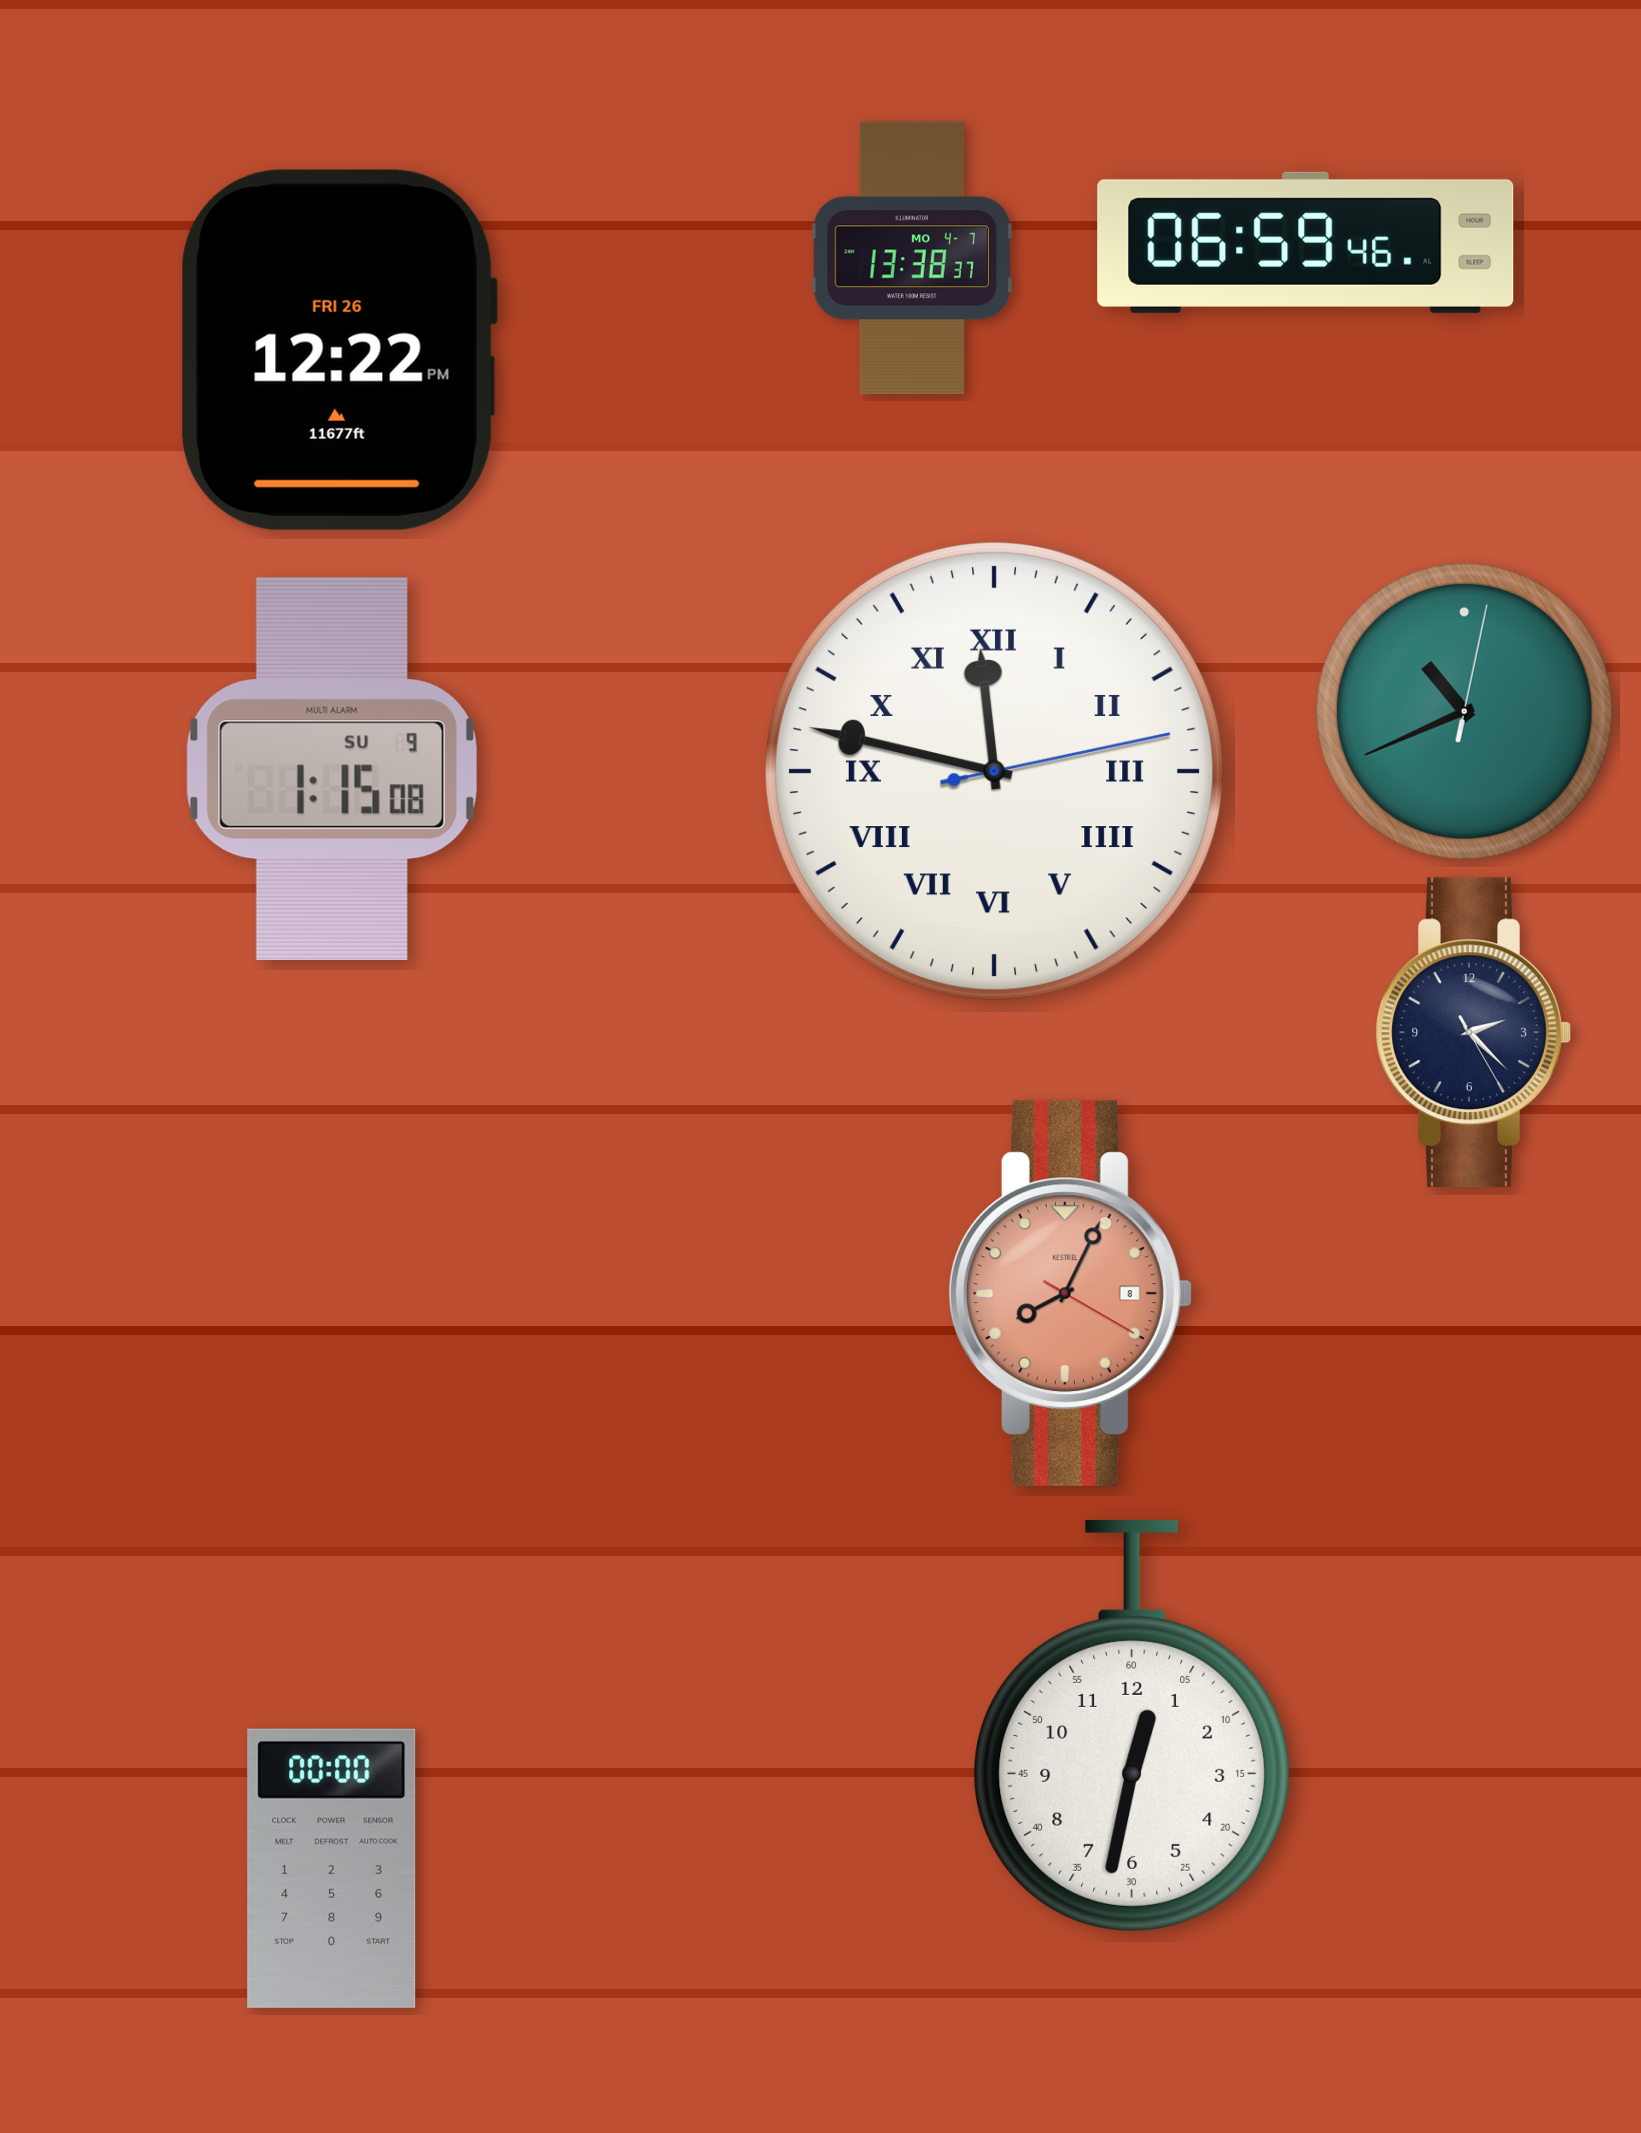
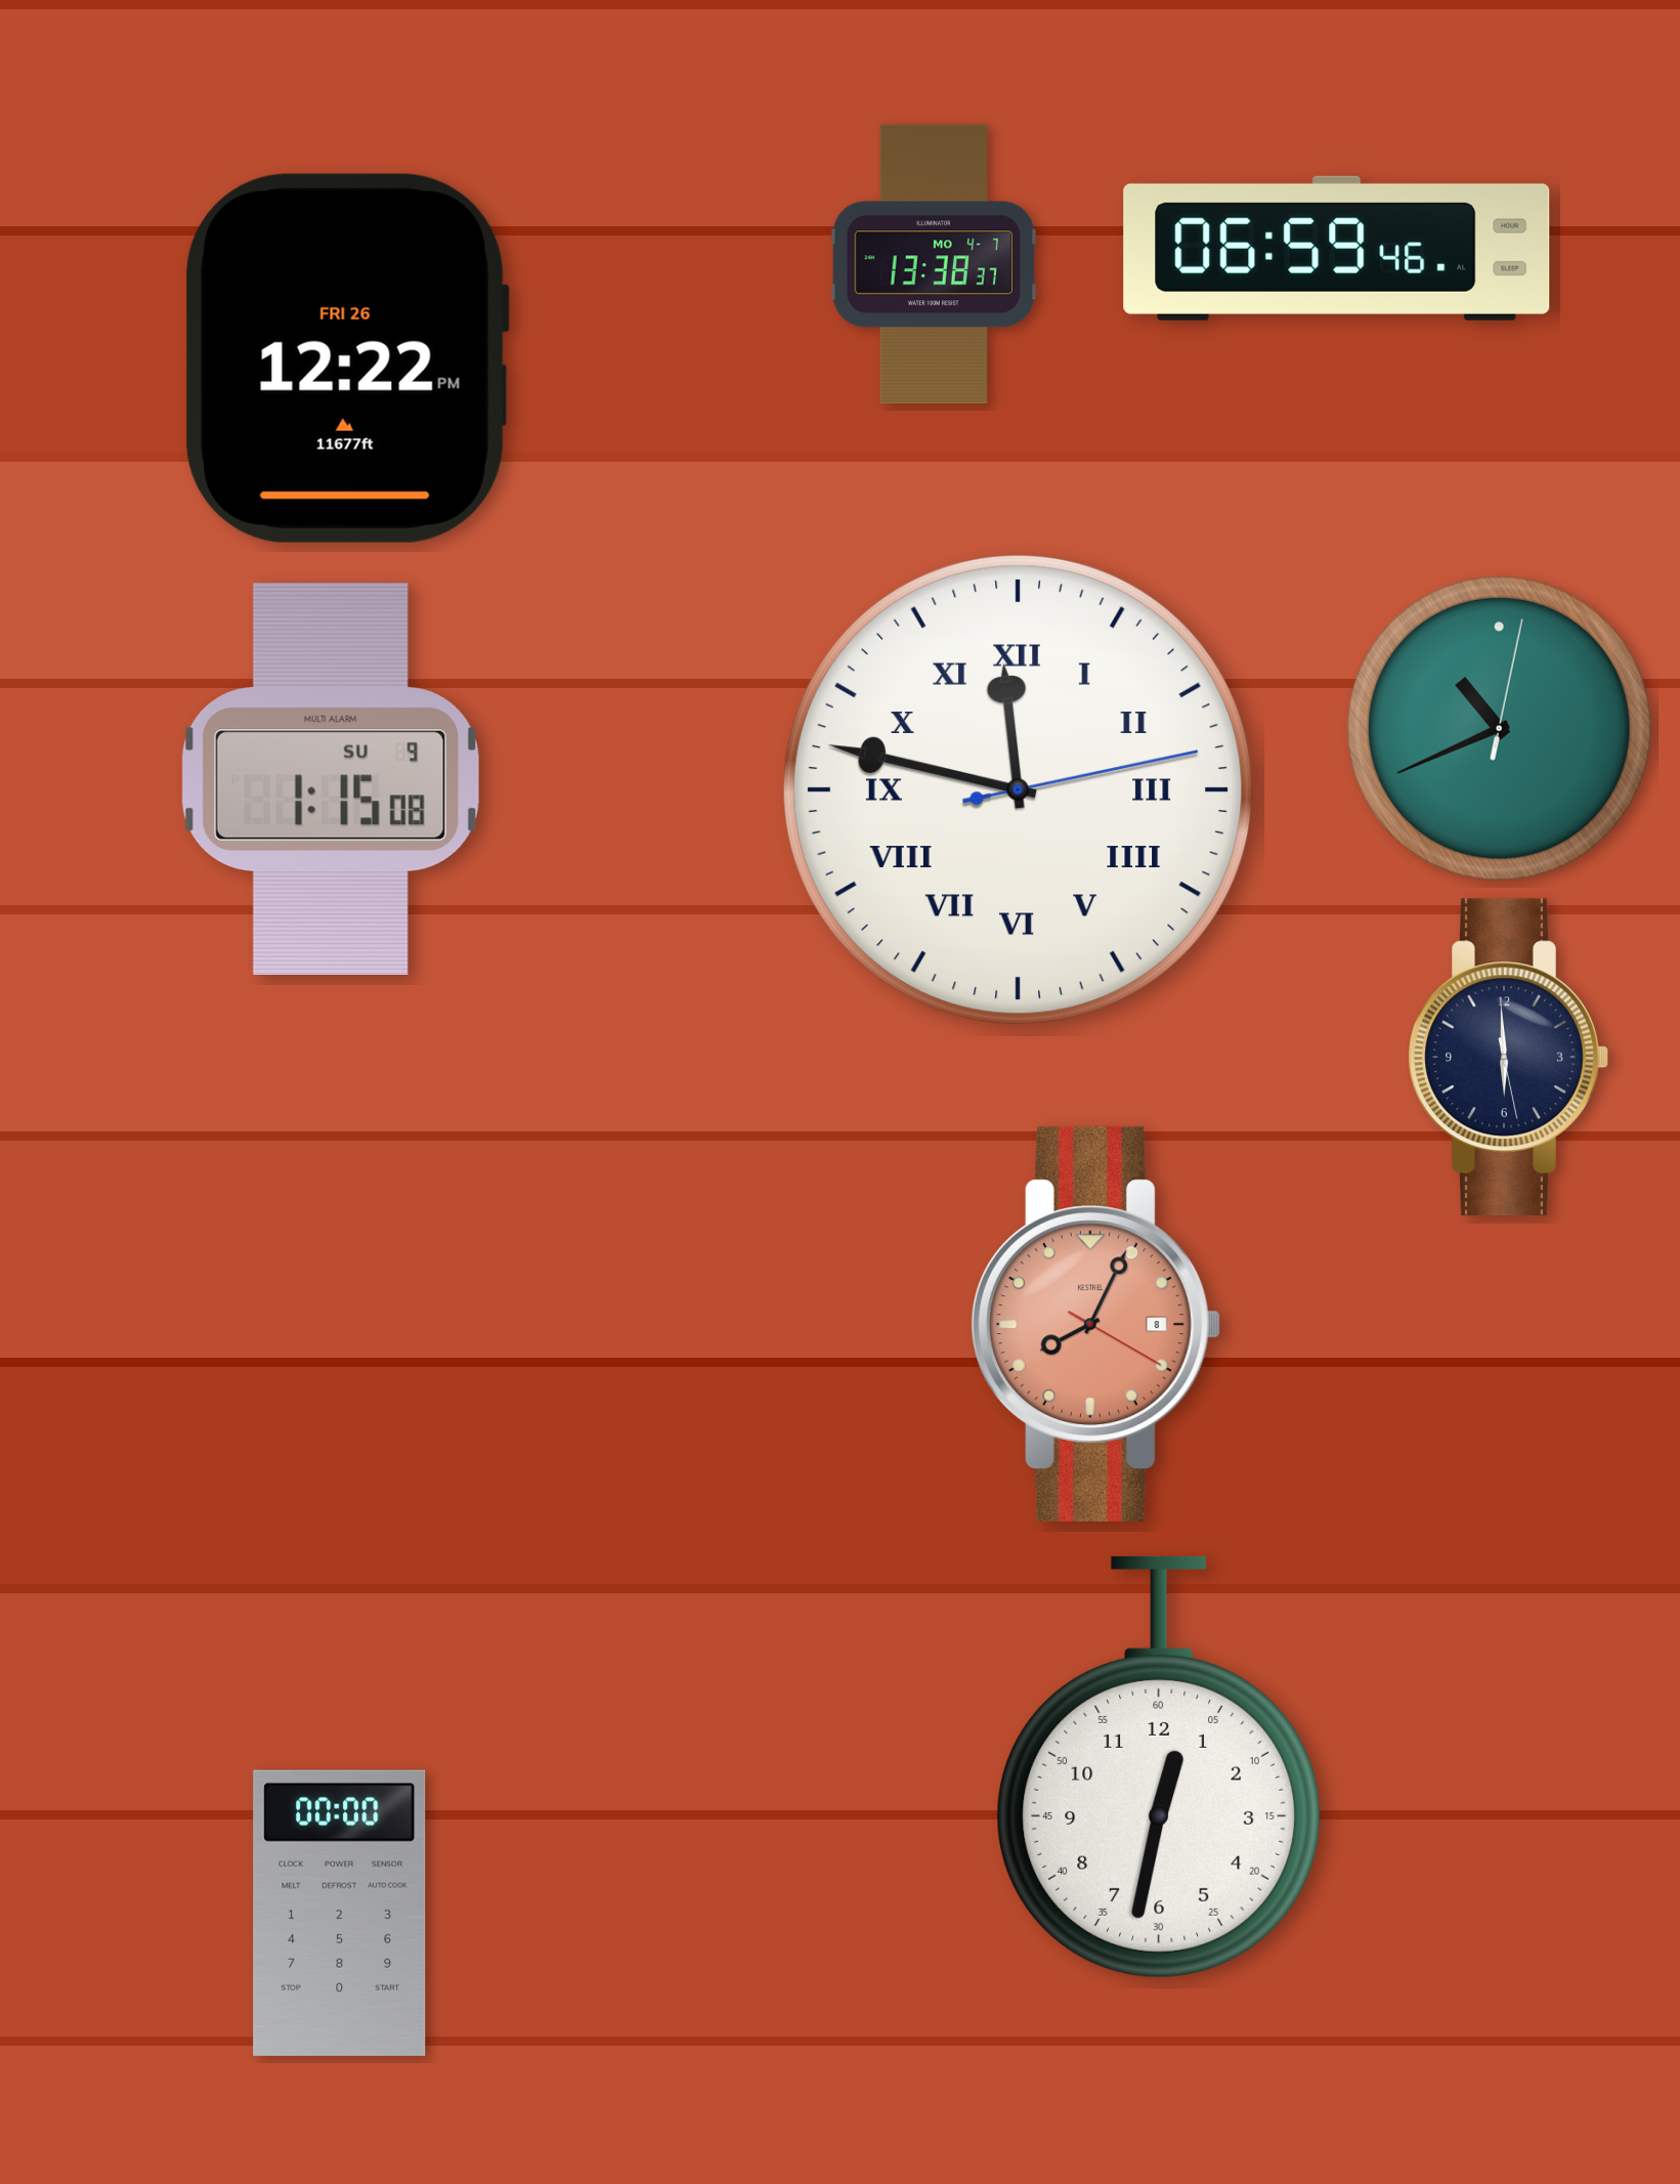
clock at (332, 769) position: (332, 769) -> (331, 779)
clock at (1473, 1032): 2:22 -> 5:59
